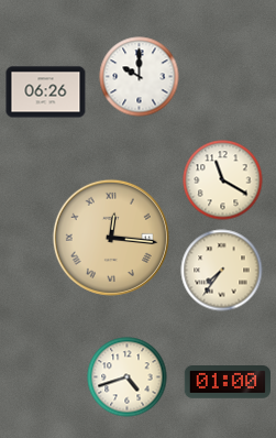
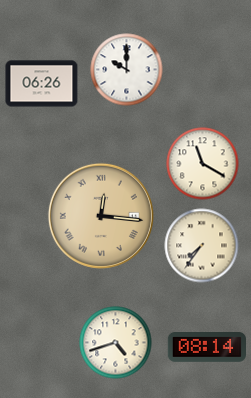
clock at (227, 383): 01:00 -> 08:14
